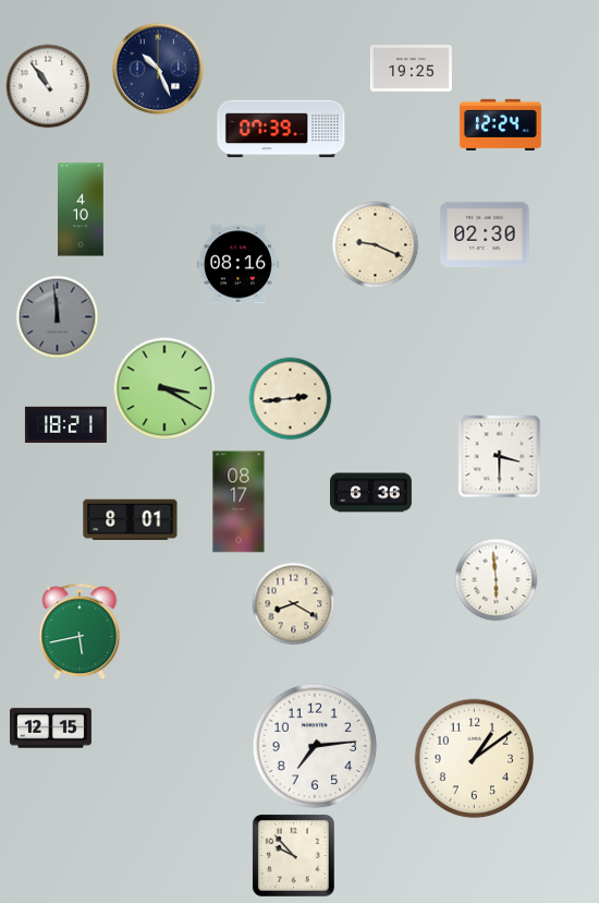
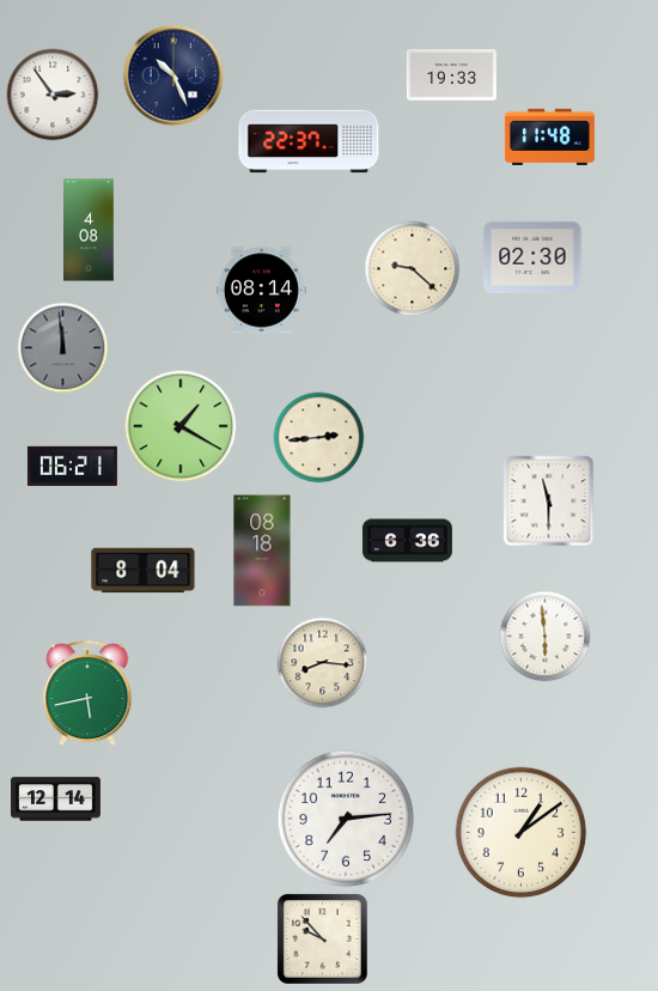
clock at (411, 69): 19:25 -> 19:33
clock at (48, 86): 10:54 -> 2:54
clock at (500, 124): 12:24 -> 11:48
clock at (281, 129): 07:39 -> 22:37
clock at (82, 209): 4:10 -> 4:08
clock at (376, 245): 9:19 -> 9:22
clock at (237, 265): 08:16 -> 08:14
clock at (164, 388): 3:20 -> 1:20
clock at (65, 424): 18:21 -> 06:21
clock at (500, 457): 3:30 -> 11:30
clock at (239, 502): 08:17 -> 08:18
clock at (131, 520): 8:01 -> 8:04
clock at (294, 604): 8:20 -> 8:16
clock at (50, 729): 12:15 -> 12:14
